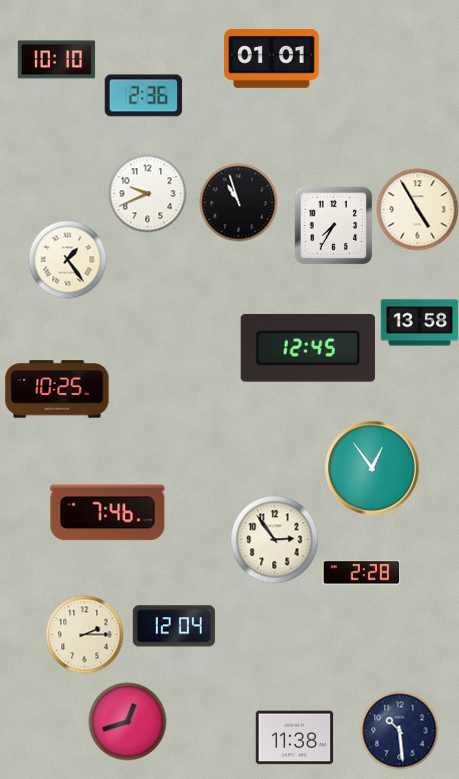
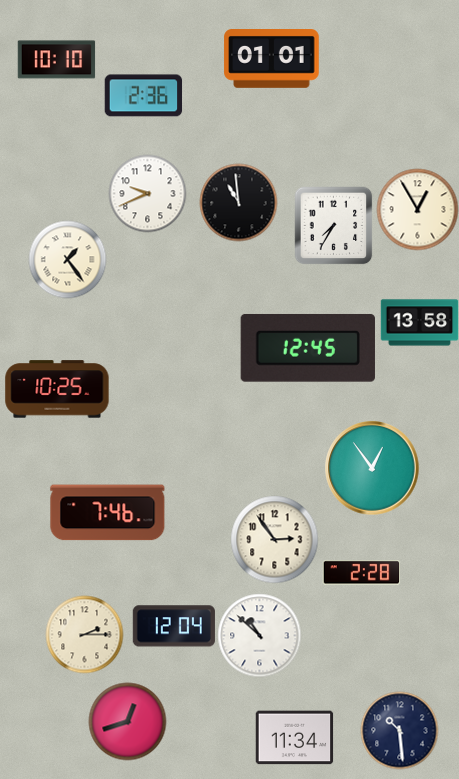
clock at (238, 202): 10:57 -> 10:59
clock at (417, 209): 4:55 -> 12:55
clock at (259, 635): none -> 10:52
clock at (294, 738): 11:38 -> 11:34
